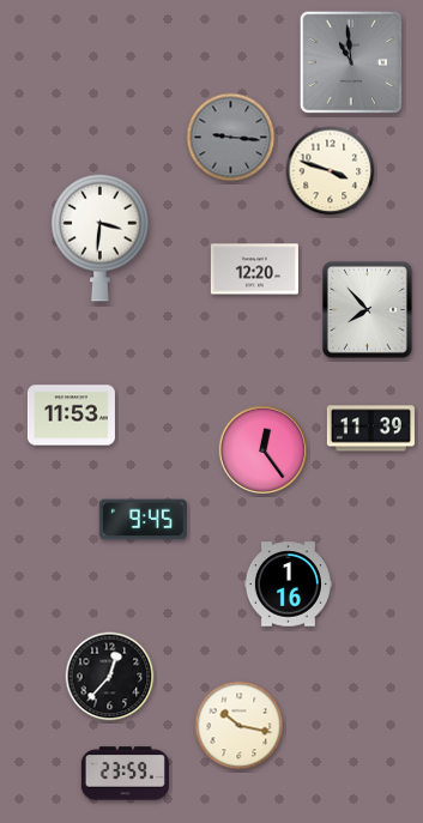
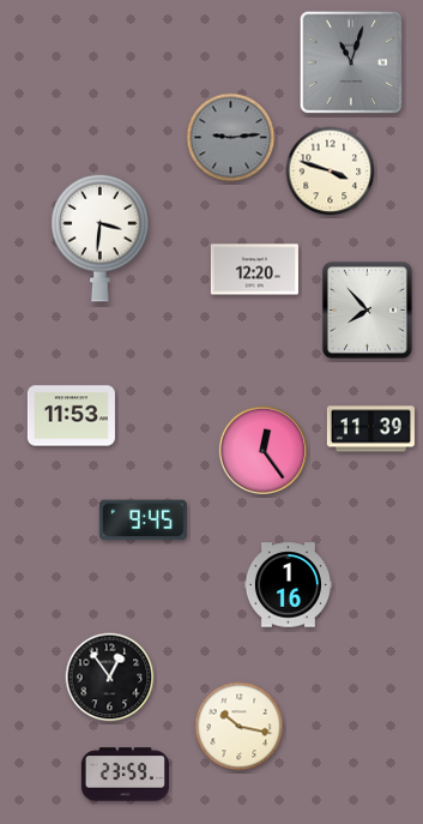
clock at (351, 62): 10:59 -> 11:03
clock at (231, 138): 9:16 -> 9:14
clock at (110, 677): 12:37 -> 12:54
